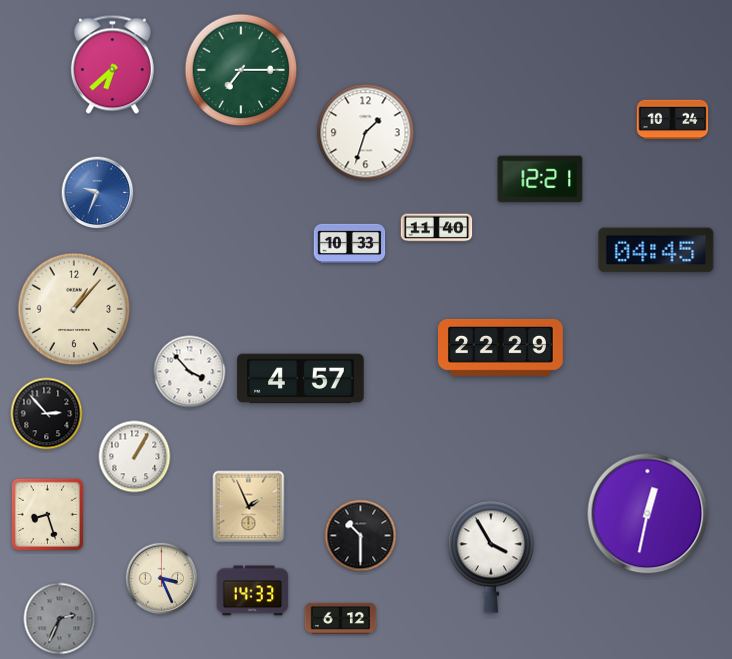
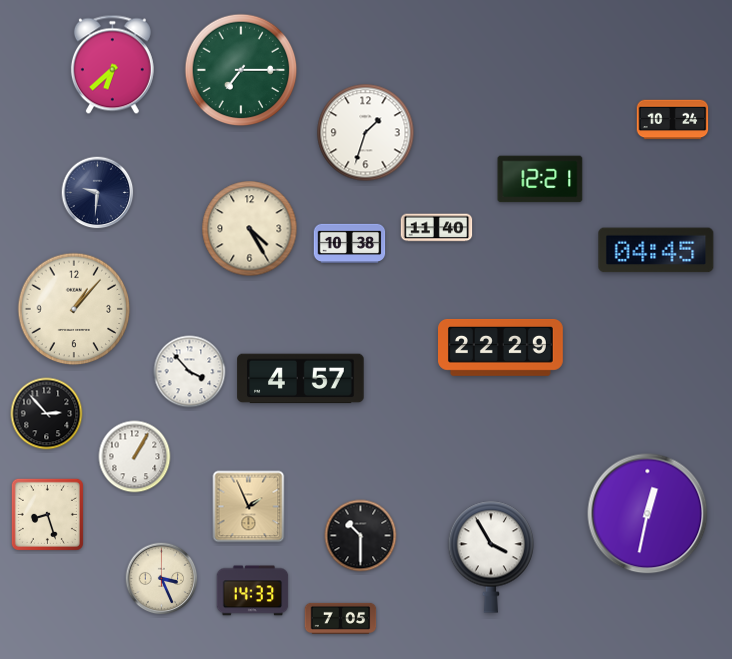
clock at (98, 193): 9:34 -> 9:31
clock at (98, 193) dial: blue -> navy
clock at (250, 229): none -> 4:25
clock at (350, 243): 10:33 -> 10:38
clock at (341, 618): 6:12 -> 7:05
clock at (60, 619): 2:34 -> none
